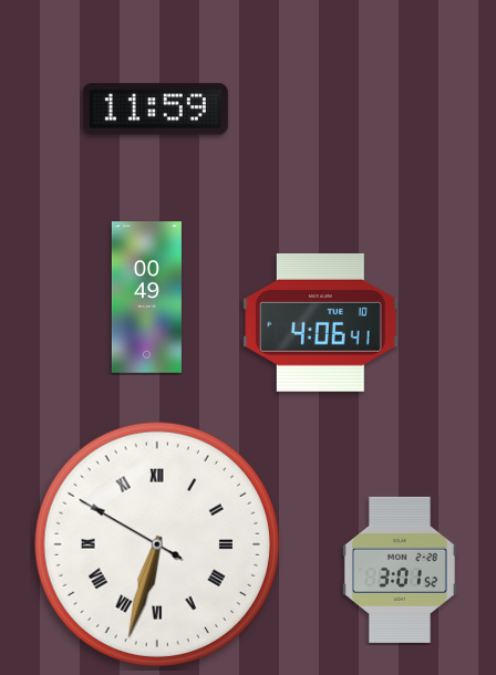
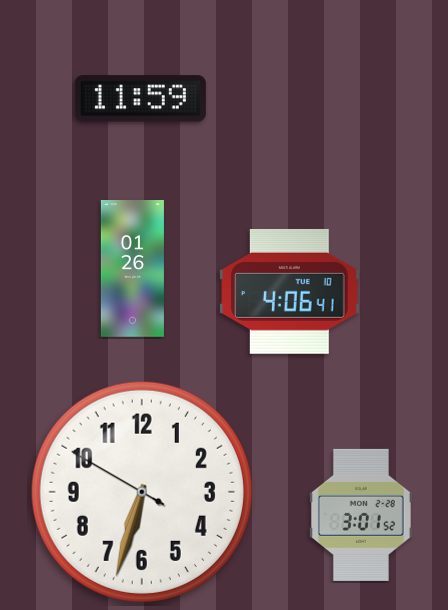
clock at (146, 298): 00:49 -> 01:26
clock at (157, 544) numerals: Roman -> Arabic
